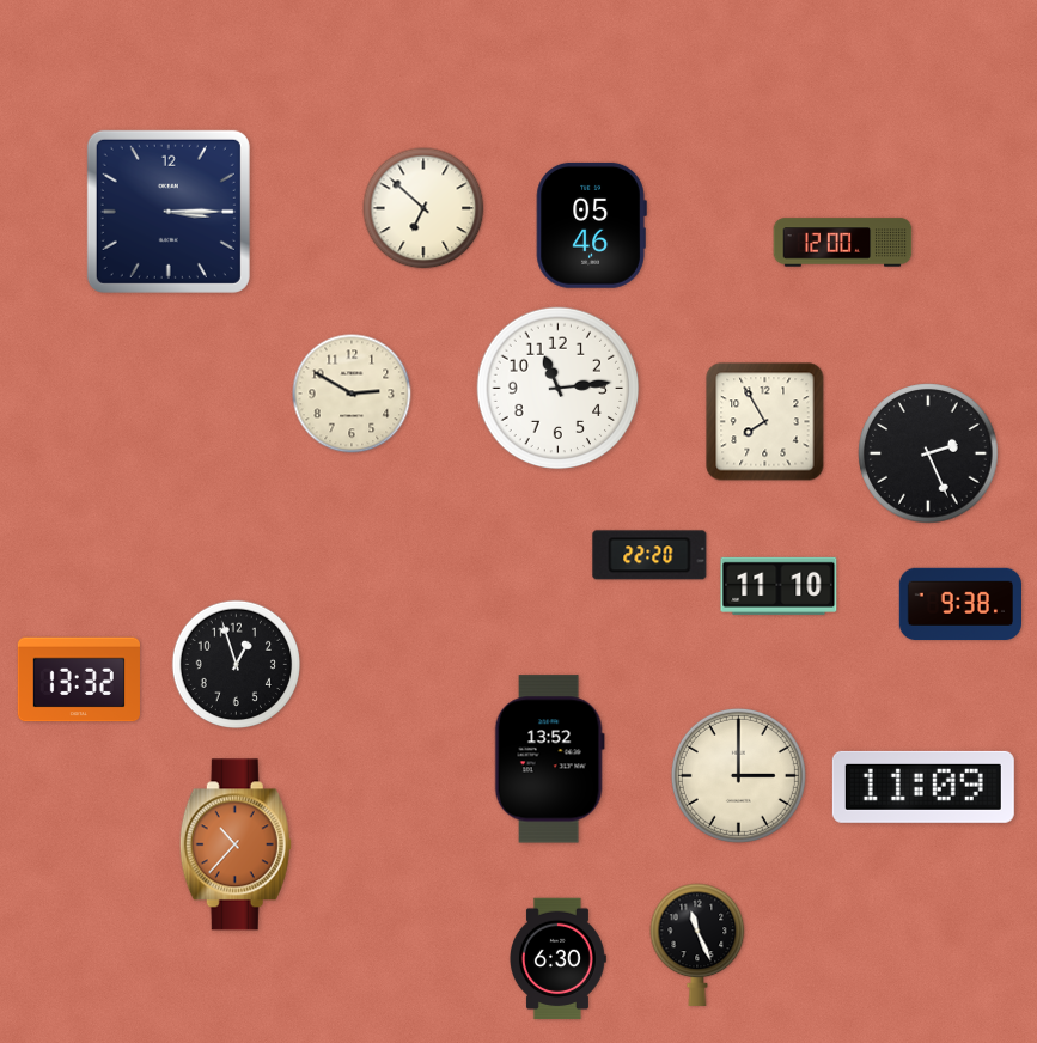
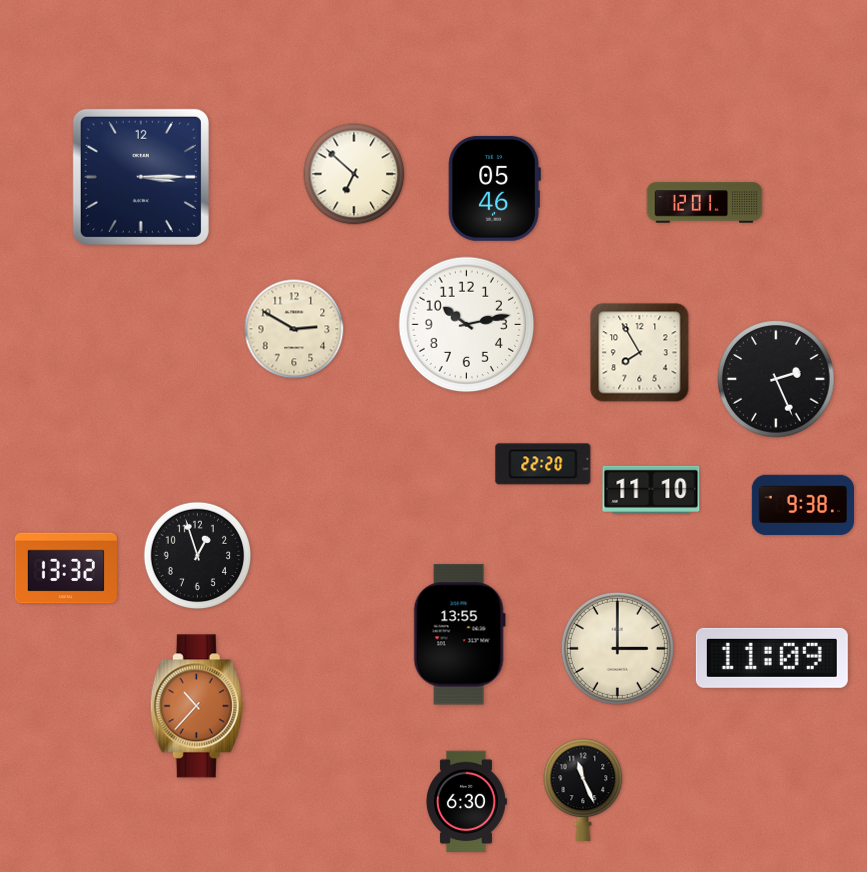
clock at (843, 243): 12:00 -> 12:01
clock at (559, 389): 11:14 -> 10:13
clock at (549, 760): 13:52 -> 13:55
